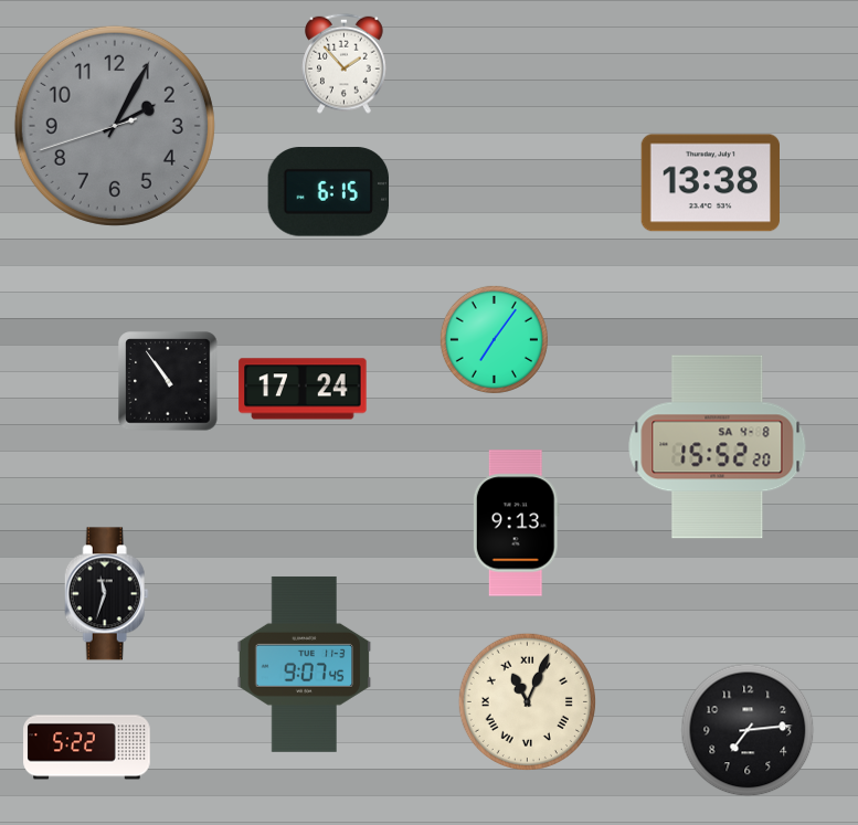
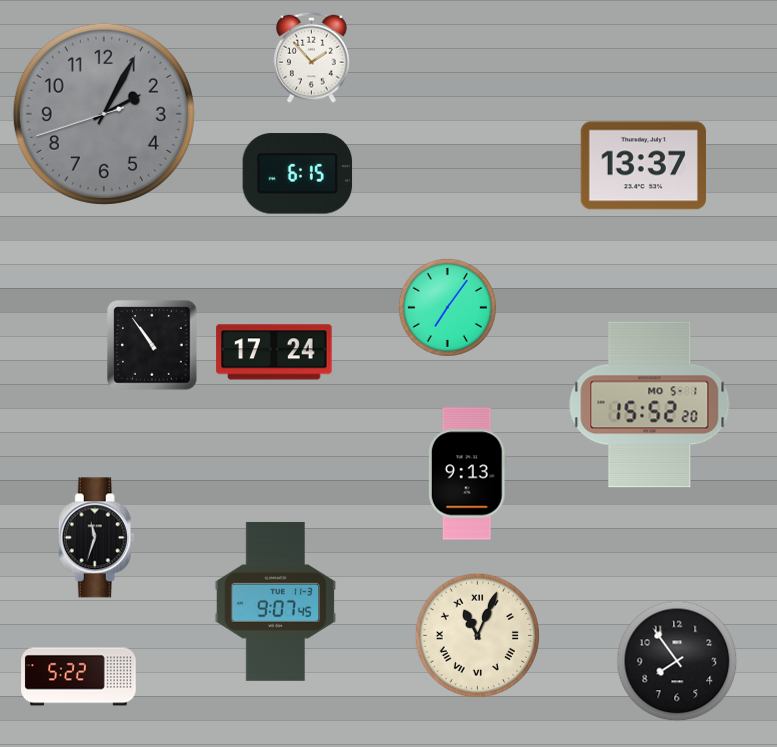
clock at (710, 183): 13:38 -> 13:37
clock at (718, 447) date: SA 4-8 -> MO 5-1
clock at (748, 730): 7:14 -> 7:54
